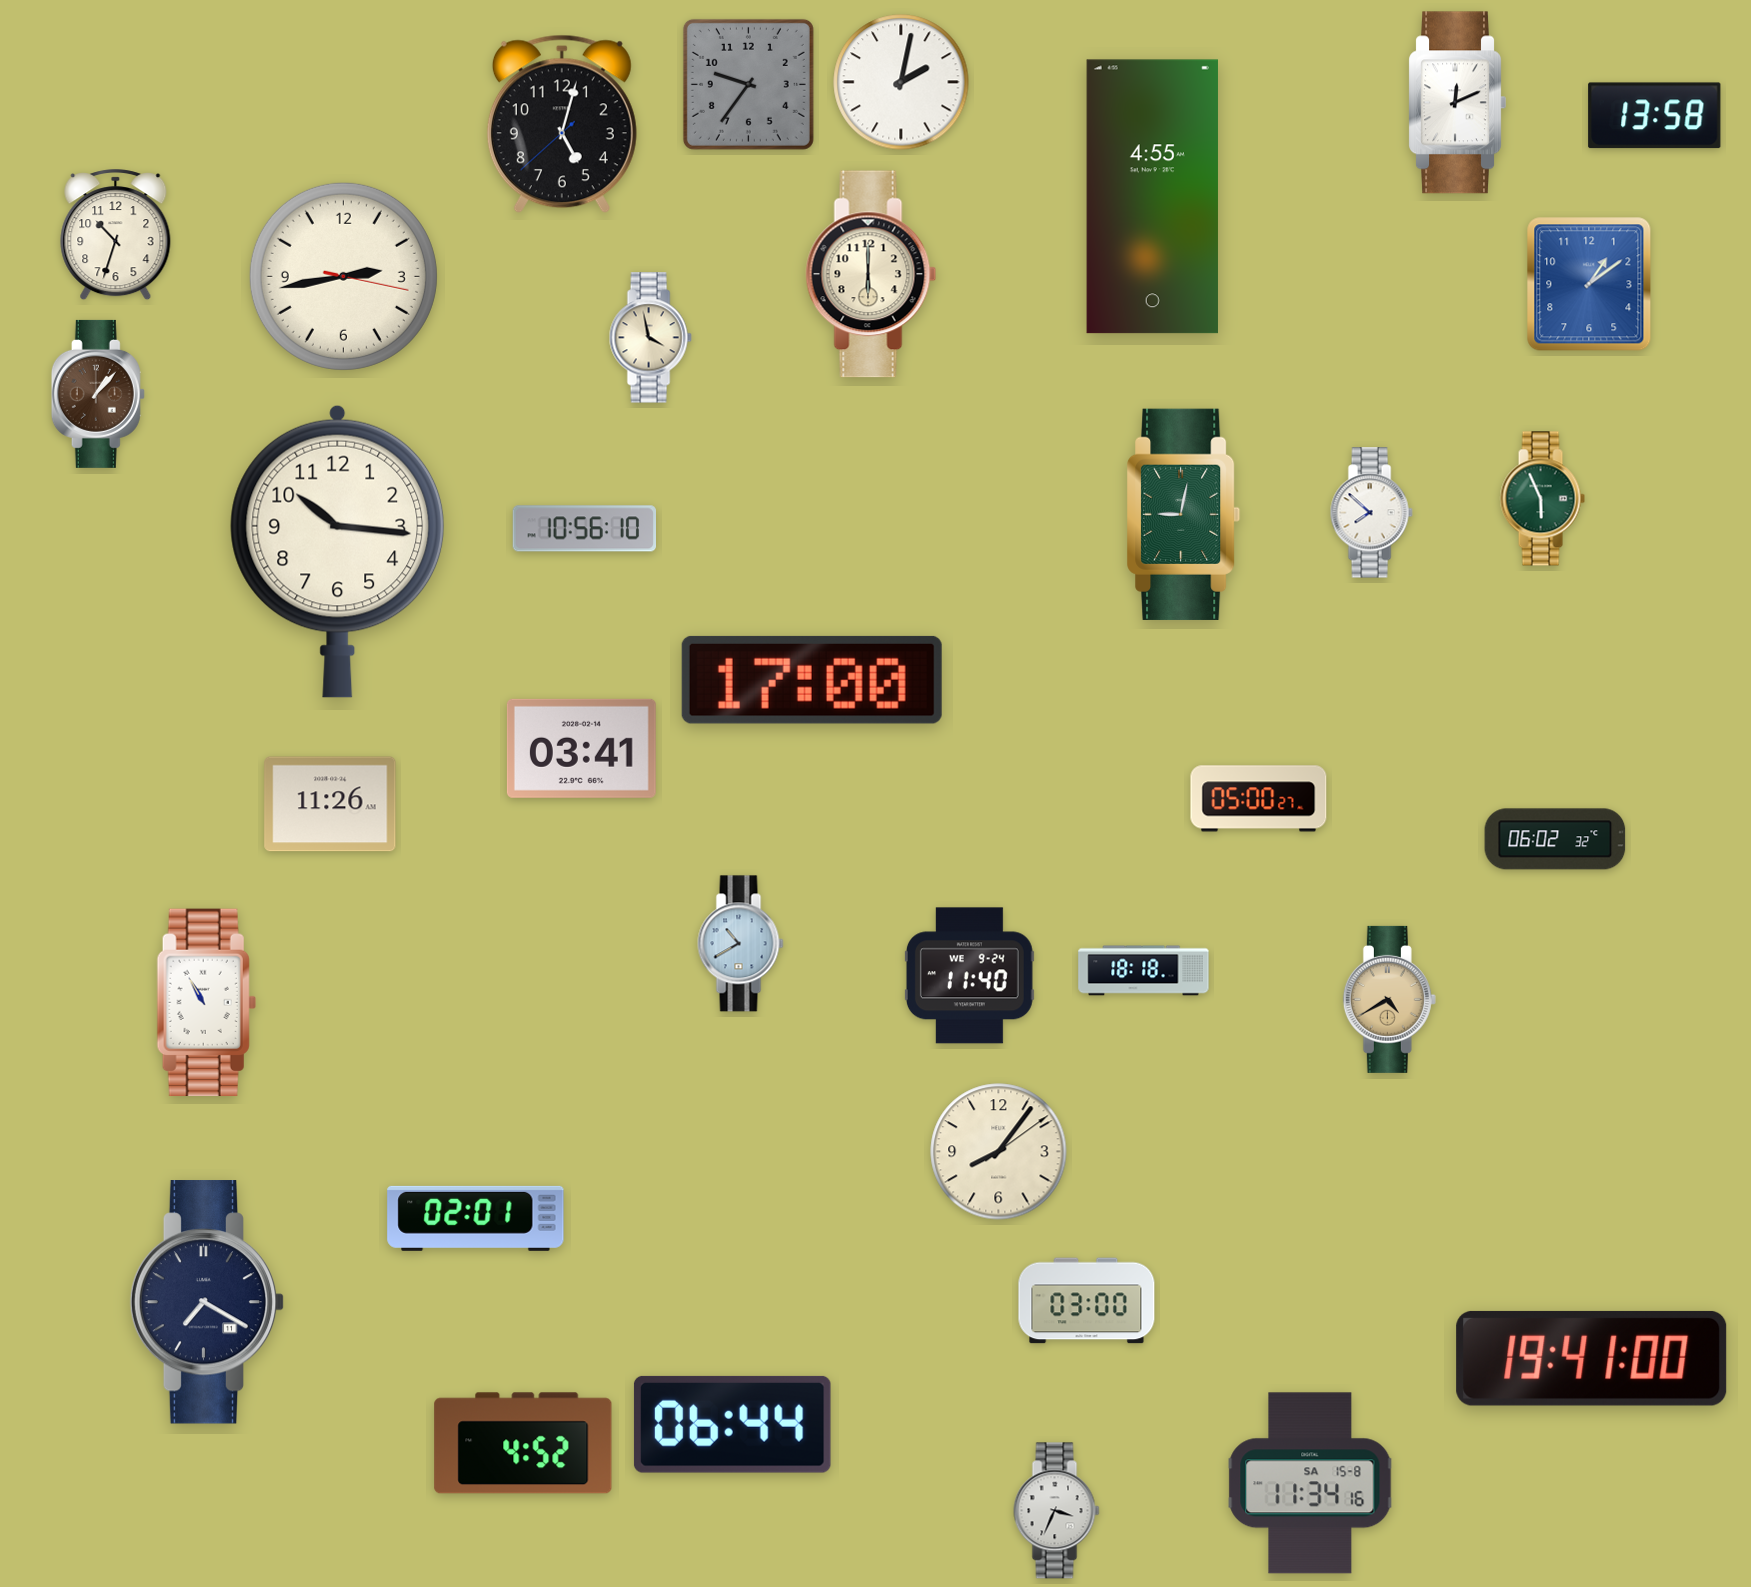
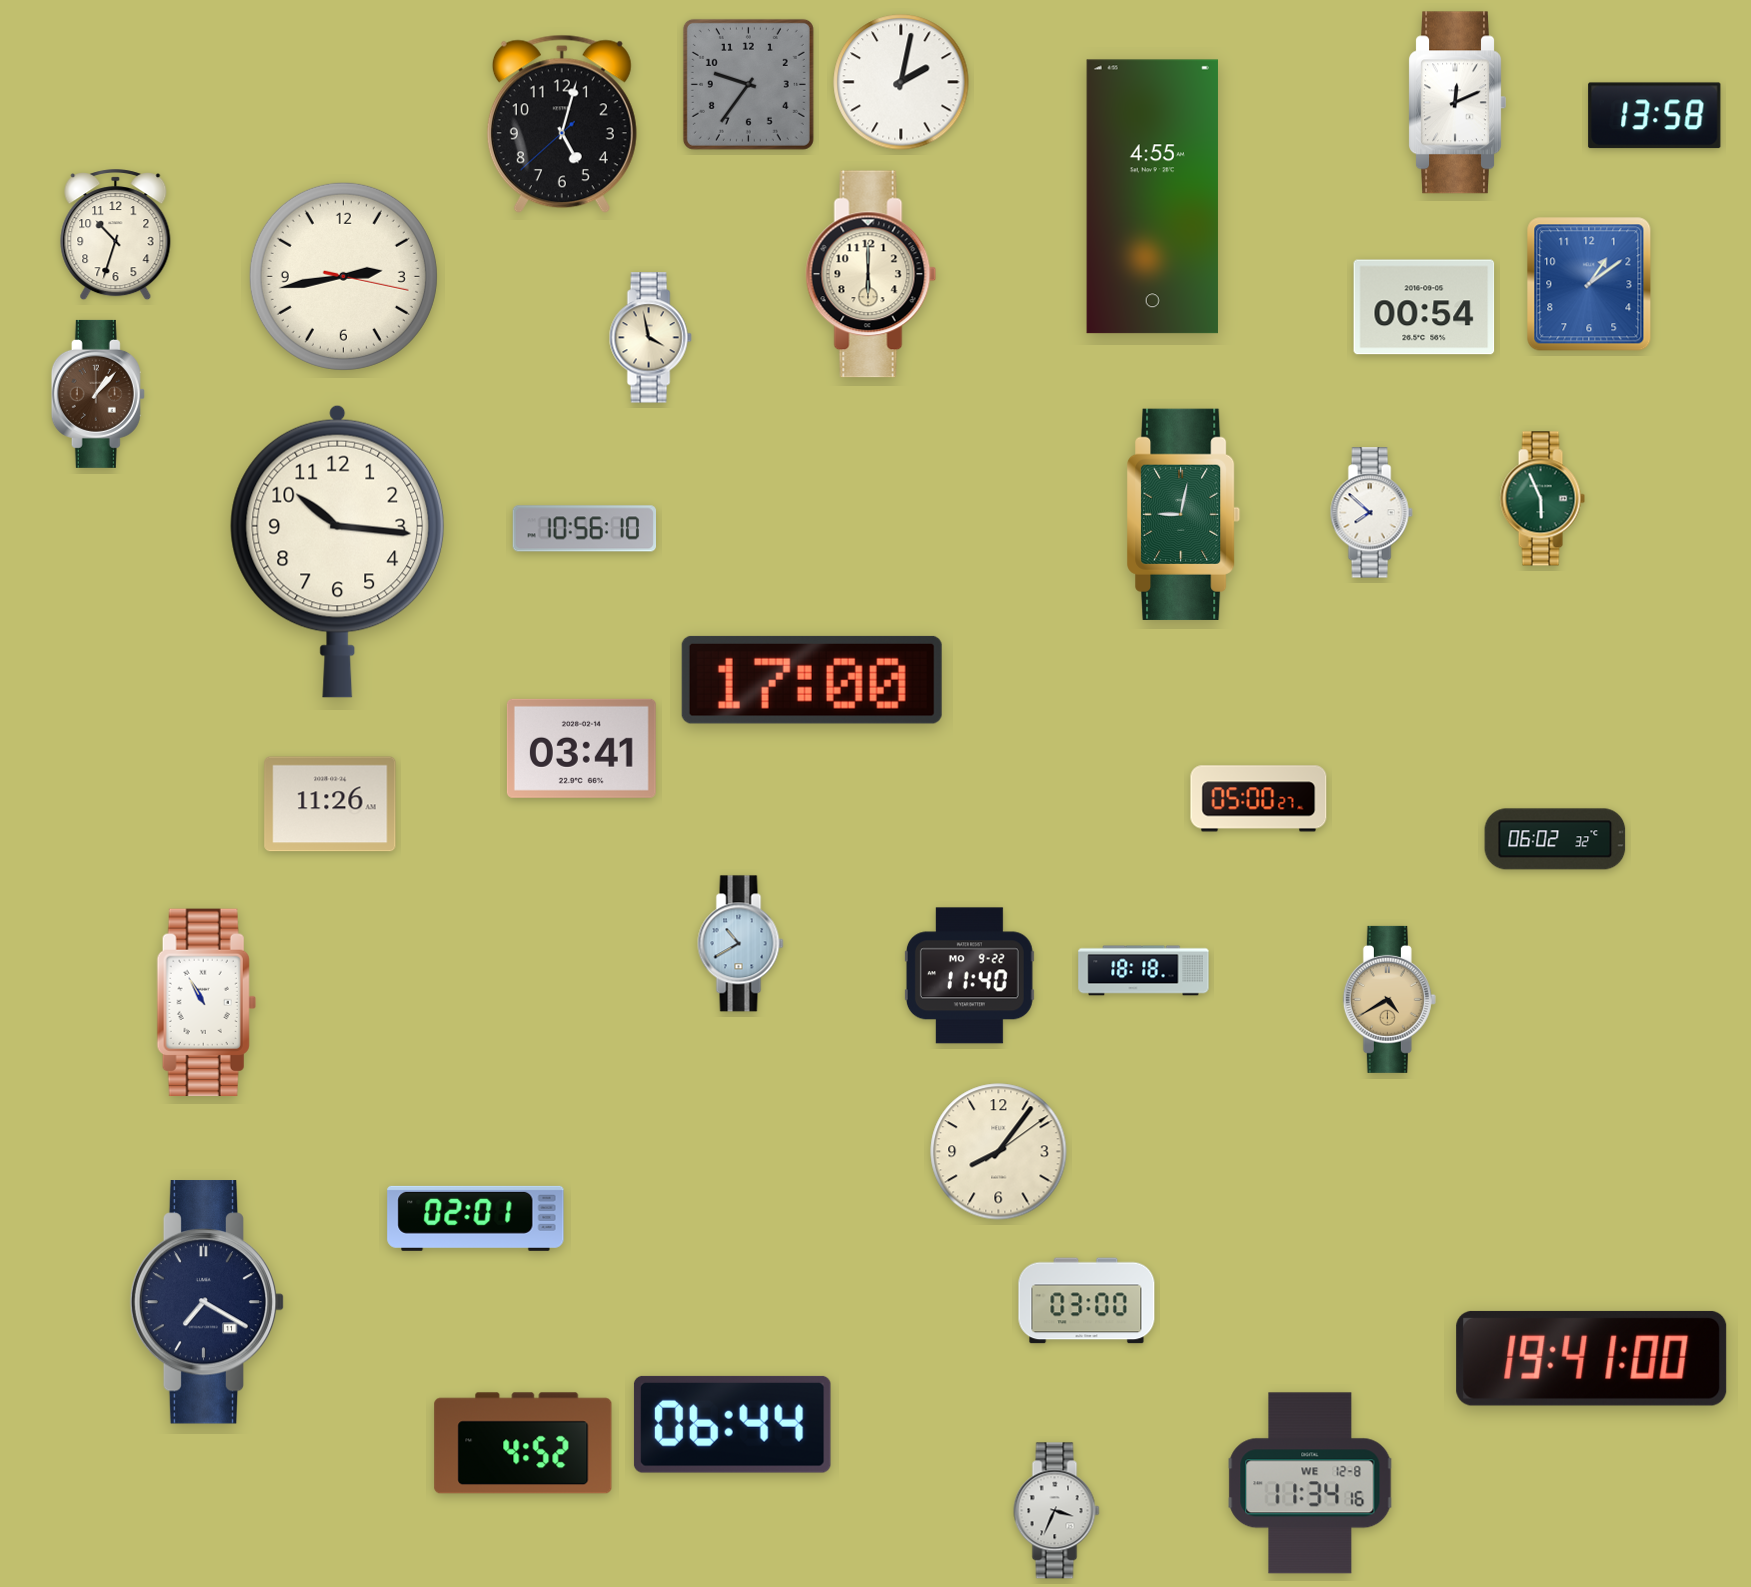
clock at (1424, 307): none -> 00:54
clock at (969, 976) date: WE 9-24 -> MO 9-22
clock at (1310, 1483) date: SA 15-8 -> WE 12-8
